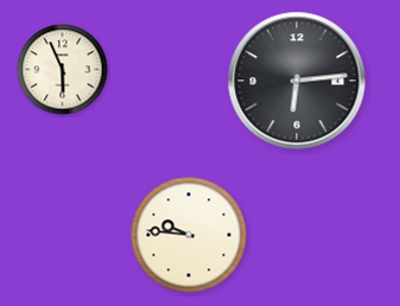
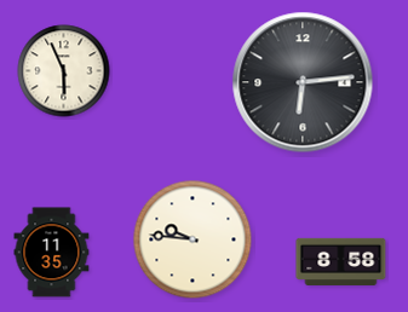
clock at (52, 253): none -> 11:35
clock at (341, 261): none -> 8:58
